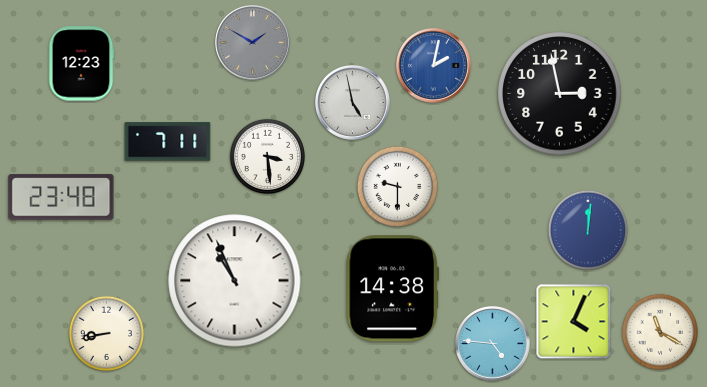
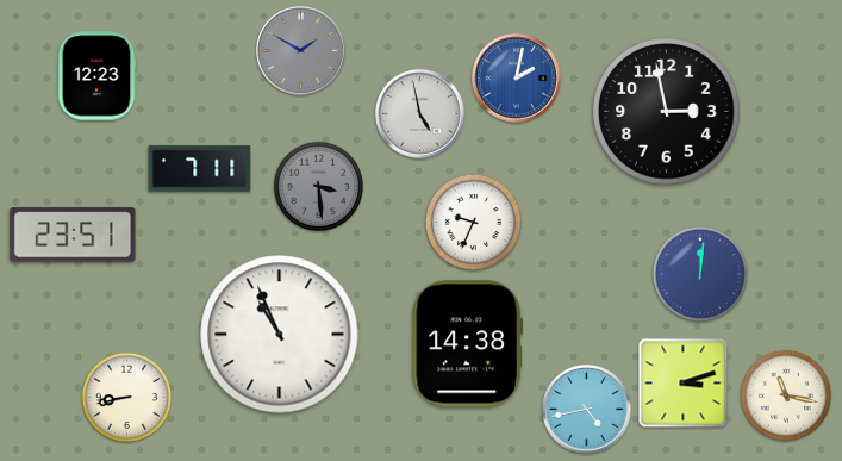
clock at (353, 103) position: (353, 103) -> (420, 114)
clock at (267, 156) dial: white -> grey
clock at (397, 186): 9:30 -> 9:34
clock at (61, 197): 23:48 -> 23:51
clock at (574, 322): 4:04 -> 3:12
clock at (659, 331): 11:20 -> 11:17
clock at (493, 344): 4:46 -> 4:43
